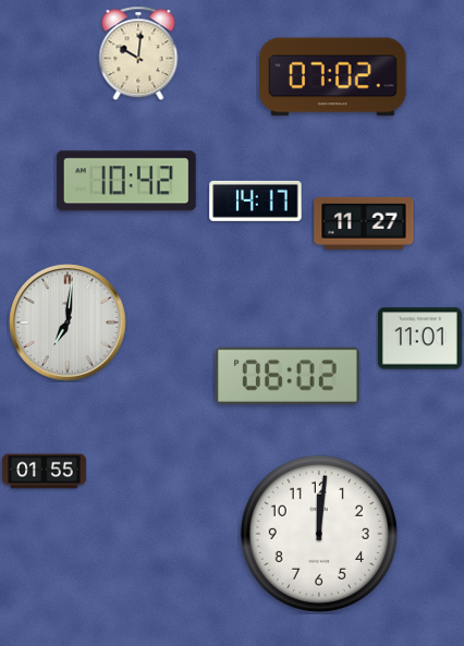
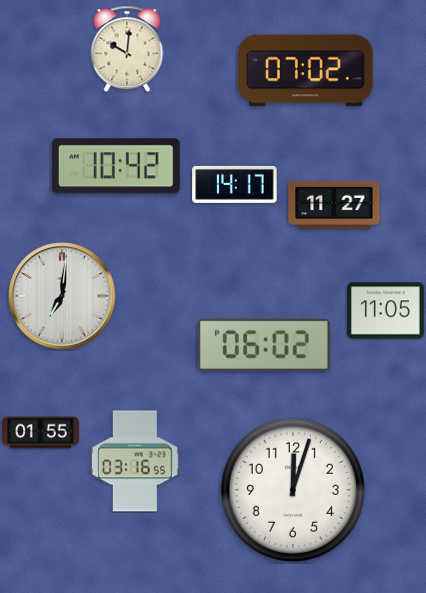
clock at (419, 339): 11:01 -> 11:05
clock at (135, 461): none -> 03:16
clock at (319, 534): 12:01 -> 12:03
